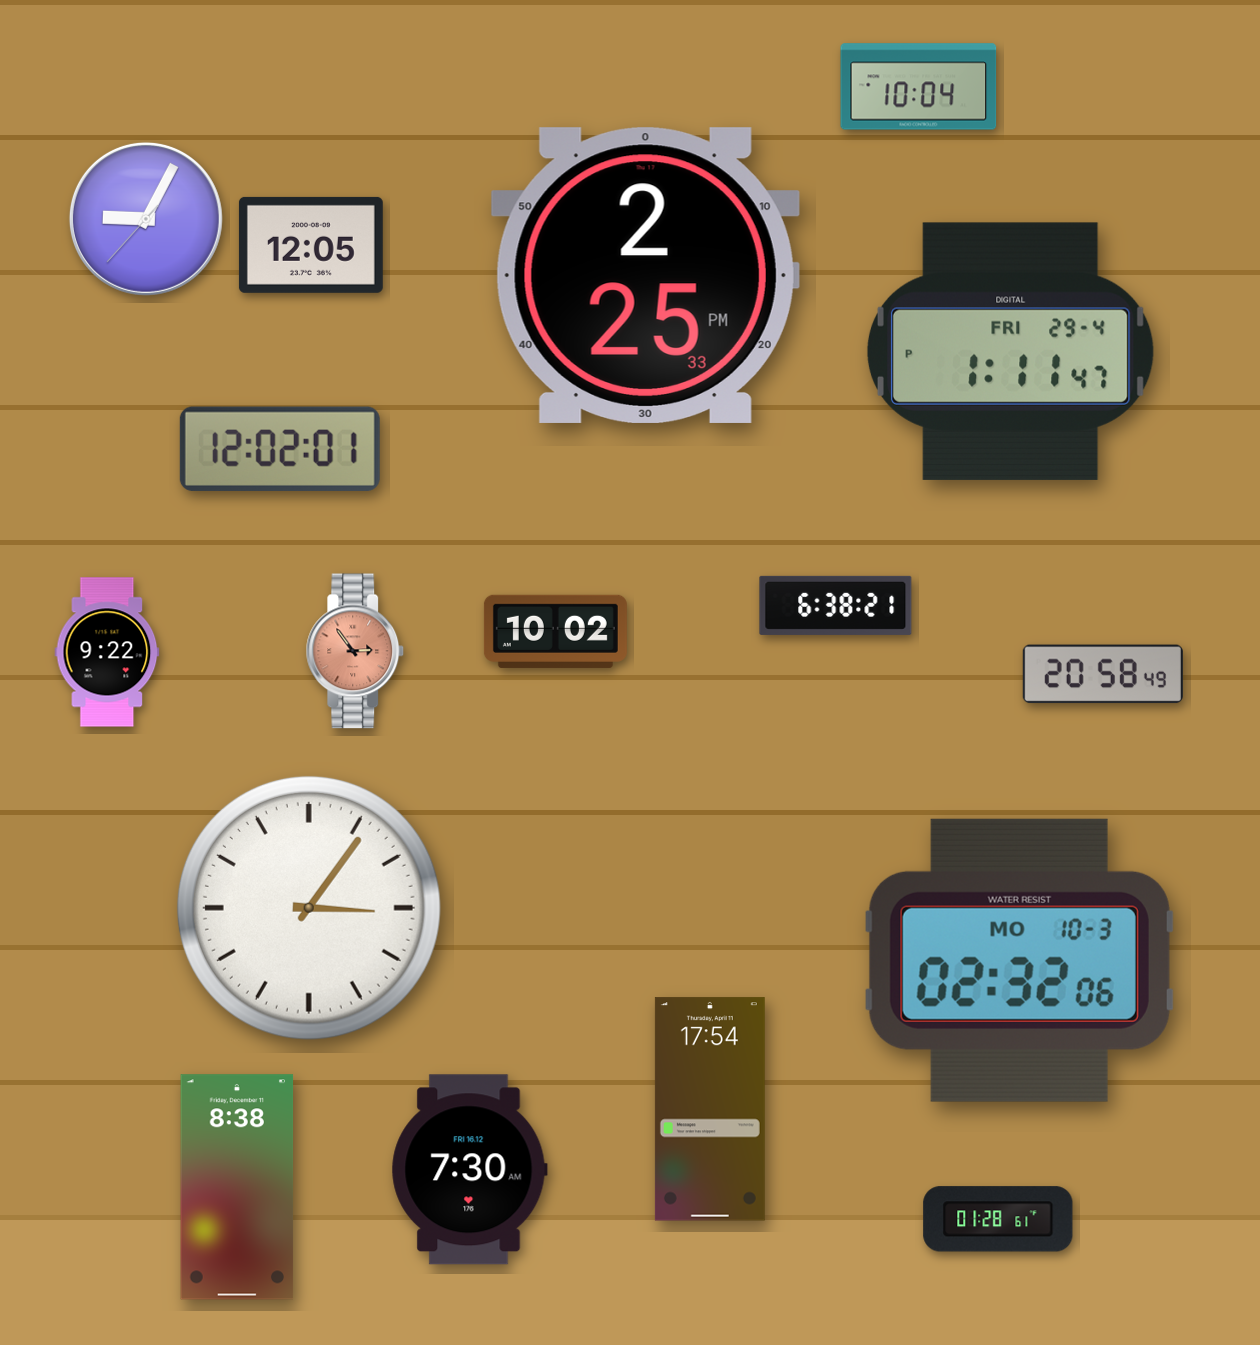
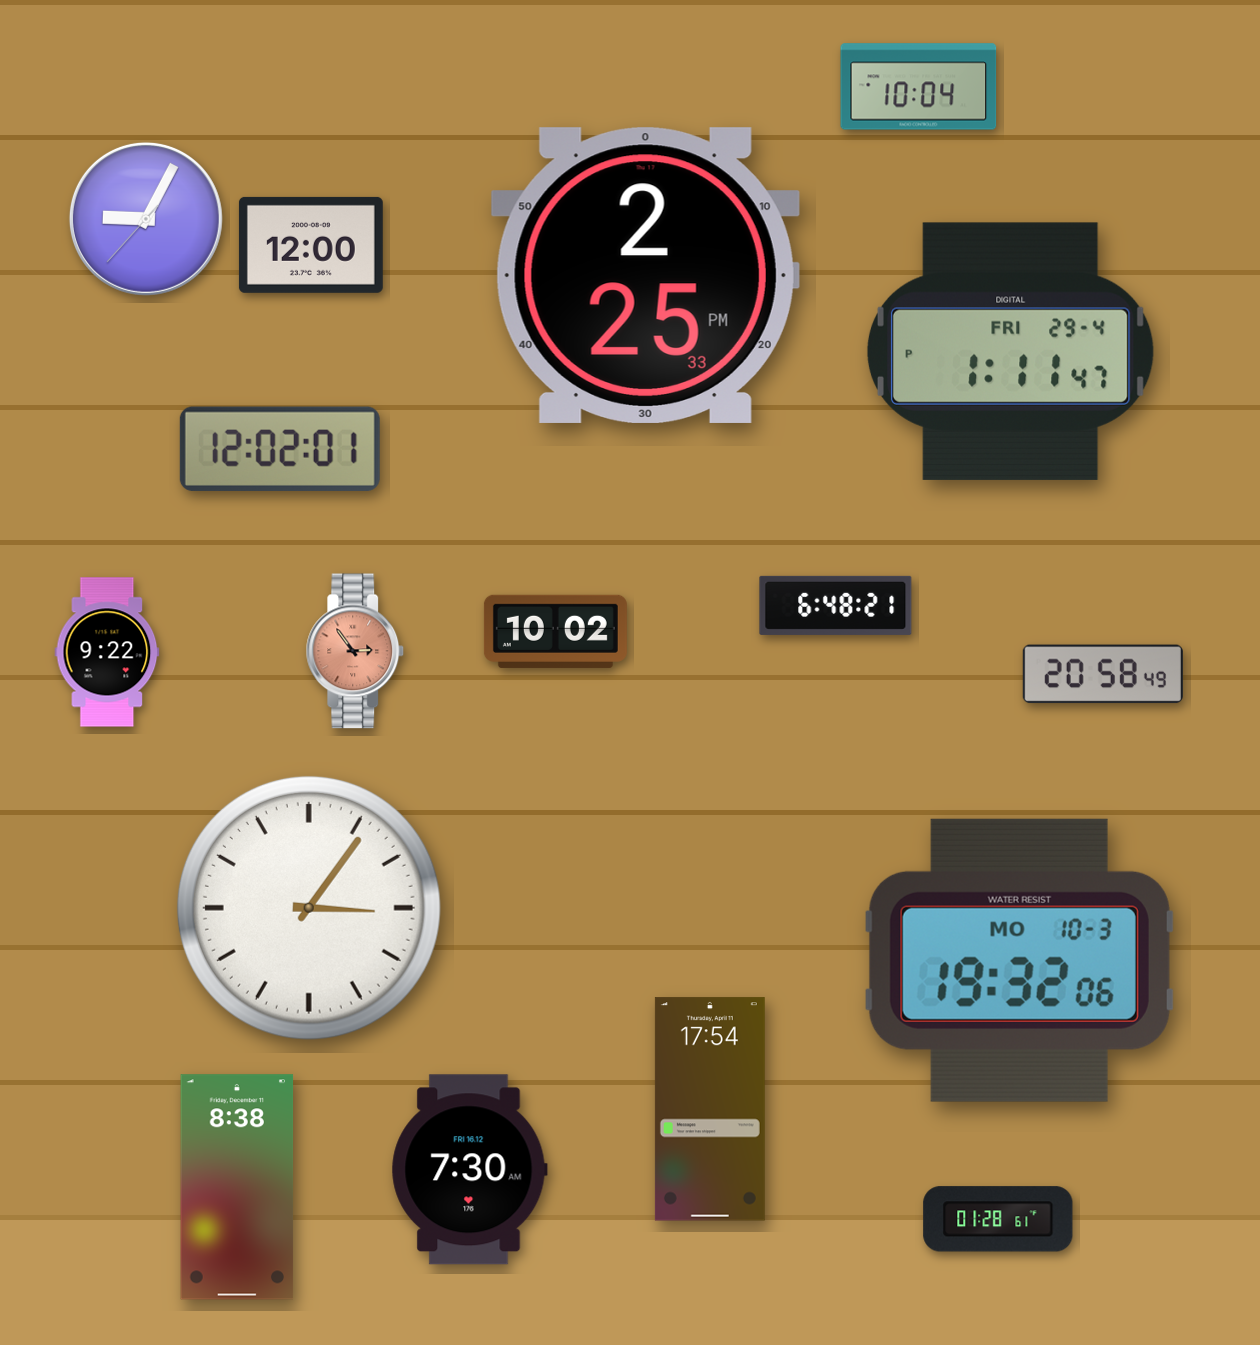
clock at (311, 245): 12:05 -> 12:00
clock at (836, 605): 6:38 -> 6:48
clock at (1019, 960): 02:32 -> 19:32
